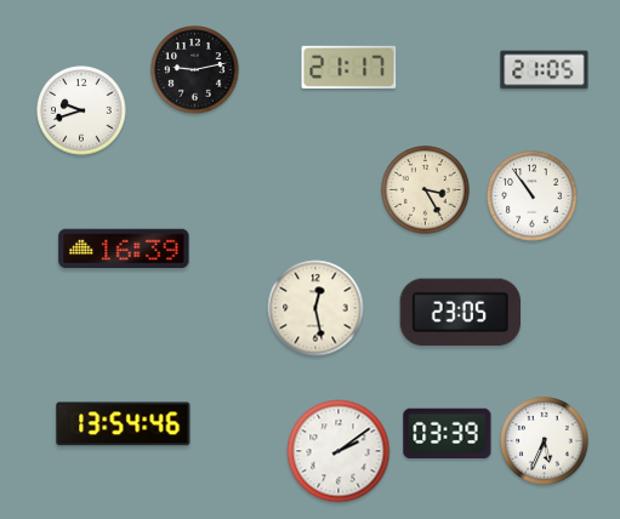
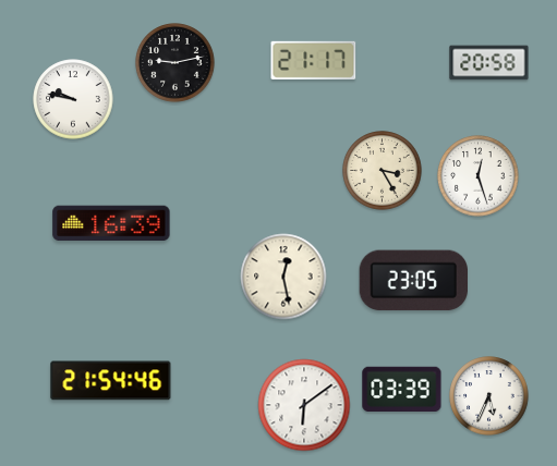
clock at (545, 70): 21:05 -> 20:58
clock at (81, 110): 9:42 -> 9:47
clock at (533, 196): 10:54 -> 12:27
clock at (124, 424): 13:54 -> 21:54
clock at (339, 451): 2:09 -> 6:09
